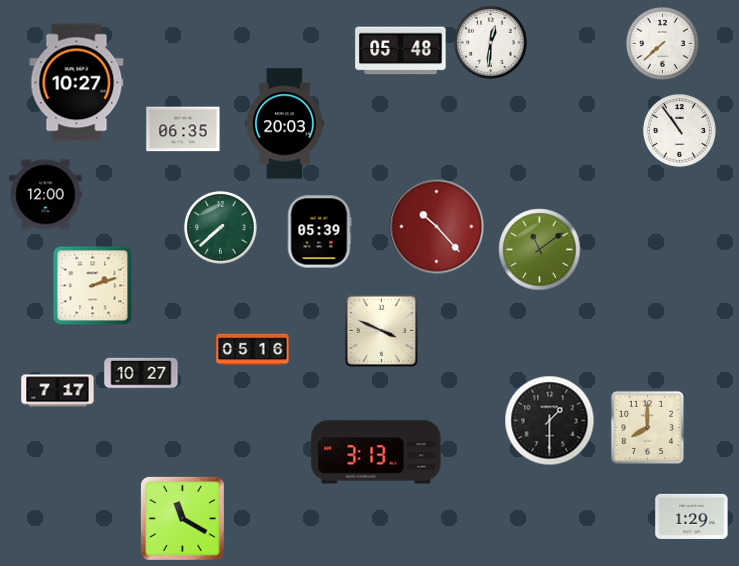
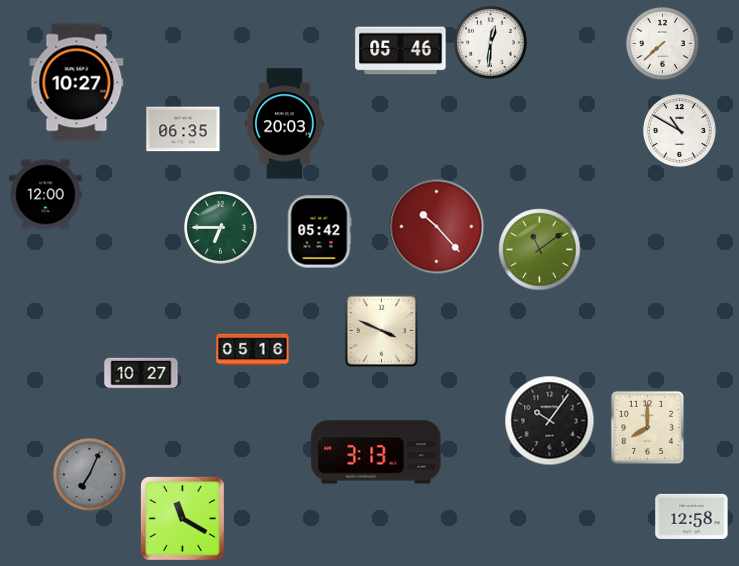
clock at (401, 51): 05:48 -> 05:46
clock at (679, 130): 10:54 -> 10:50
clock at (220, 227): 7:38 -> 6:45
clock at (319, 232): 05:39 -> 05:42
clock at (93, 286): 2:12 -> none
clock at (58, 391): 7:17 -> none
clock at (550, 421): 1:30 -> 10:06
clock at (89, 474): none -> 7:04
clock at (692, 516): 1:29 -> 12:58
